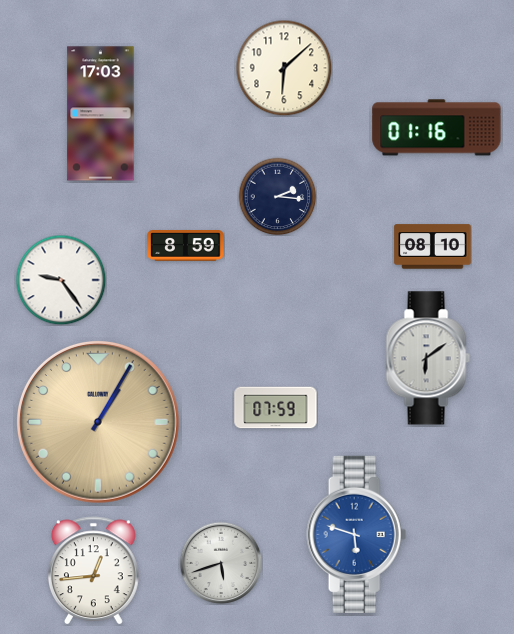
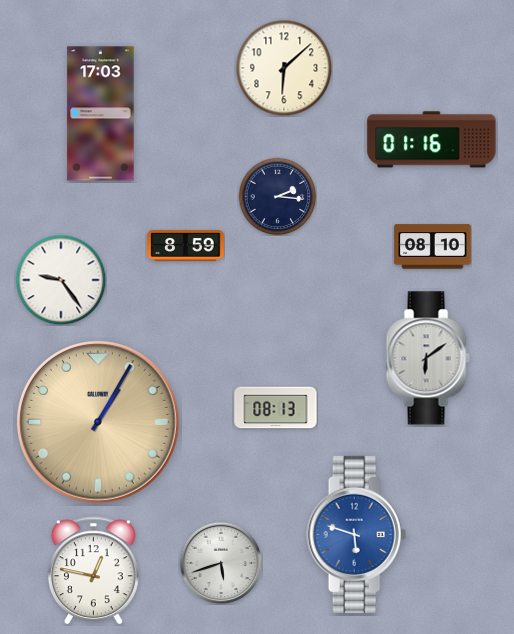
clock at (437, 128) position: (437, 128) -> (432, 140)
clock at (276, 408): 07:59 -> 08:13
clock at (93, 571): 12:44 -> 12:47
